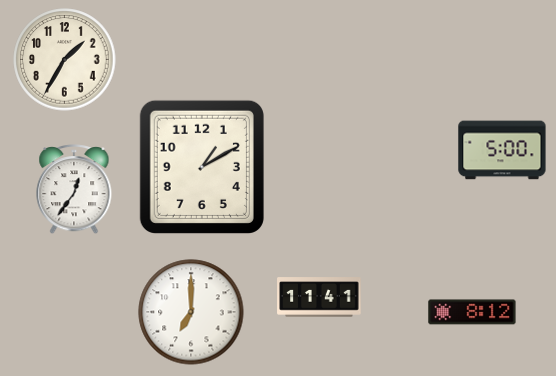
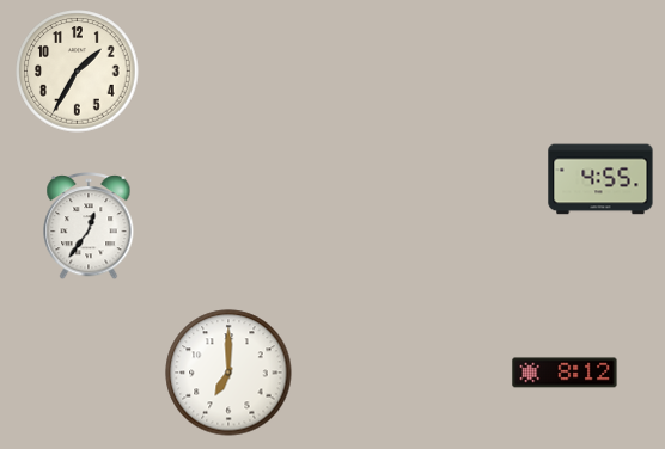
clock at (502, 150): 5:00 -> 4:55
clock at (202, 167): 1:10 -> none
clock at (319, 297): 11:41 -> none
